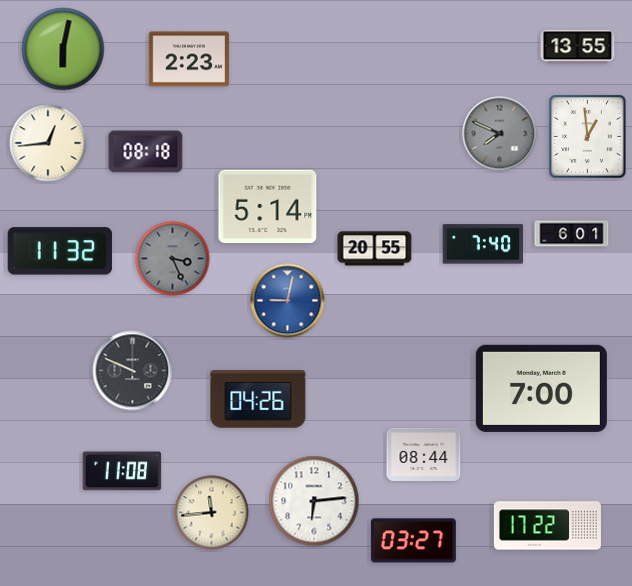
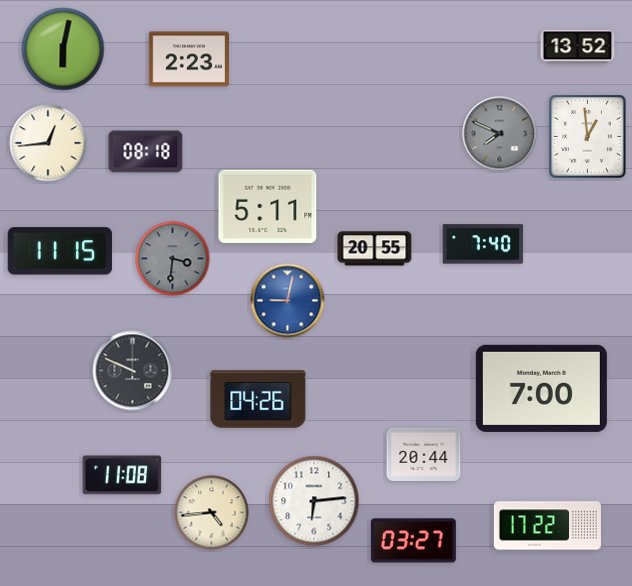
clock at (578, 47): 13:55 -> 13:52
clock at (268, 206): 5:14 -> 5:11
clock at (572, 234): 6:01 -> none
clock at (60, 251): 11:32 -> 11:15
clock at (173, 259): 3:26 -> 3:31
clock at (424, 454): 08:44 -> 20:44
clock at (122, 471) position: (122, 471) -> (122, 475)
clock at (212, 513): 11:44 -> 4:44
